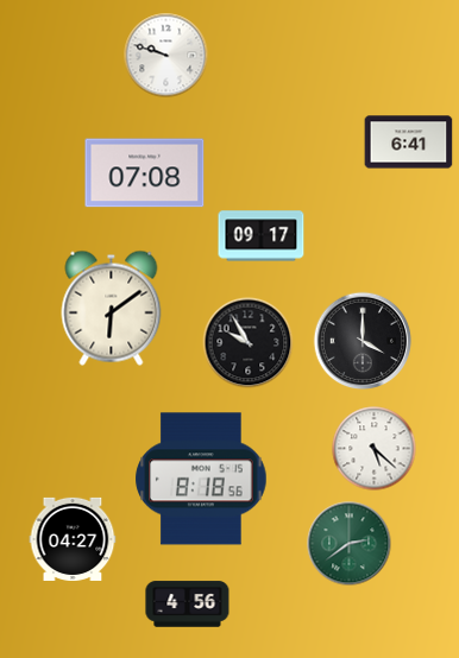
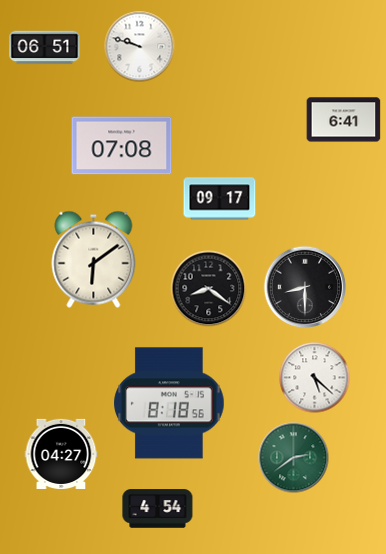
clock at (45, 48): none -> 06:51
clock at (363, 341): 4:00 -> 8:30
clock at (249, 343): 9:55 -> 8:21
clock at (188, 605): 4:56 -> 4:54
